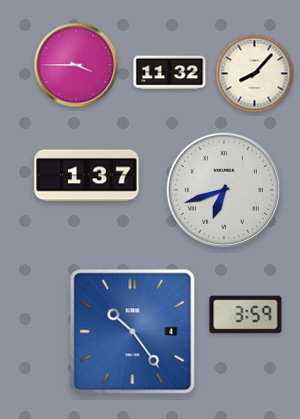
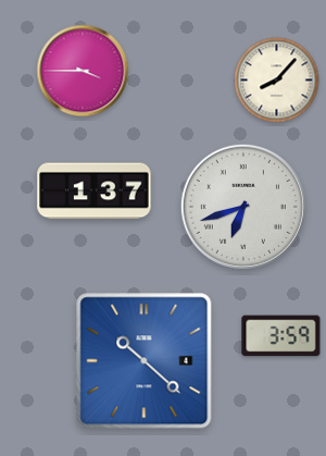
clock at (170, 73): 11:32 -> none
clock at (246, 315) position: (246, 315) -> (281, 336)
clock at (133, 332): 10:24 -> 10:22
